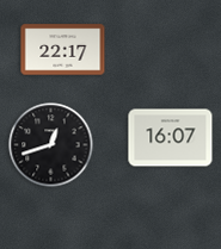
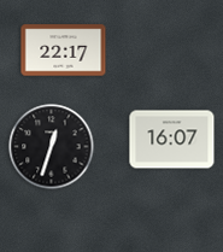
clock at (51, 145): 12:42 -> 12:33
